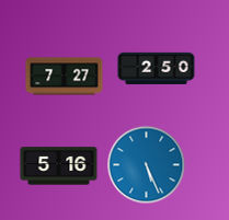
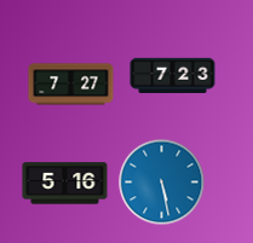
clock at (157, 68): 2:50 -> 7:23
clock at (147, 165): 5:26 -> 5:28
